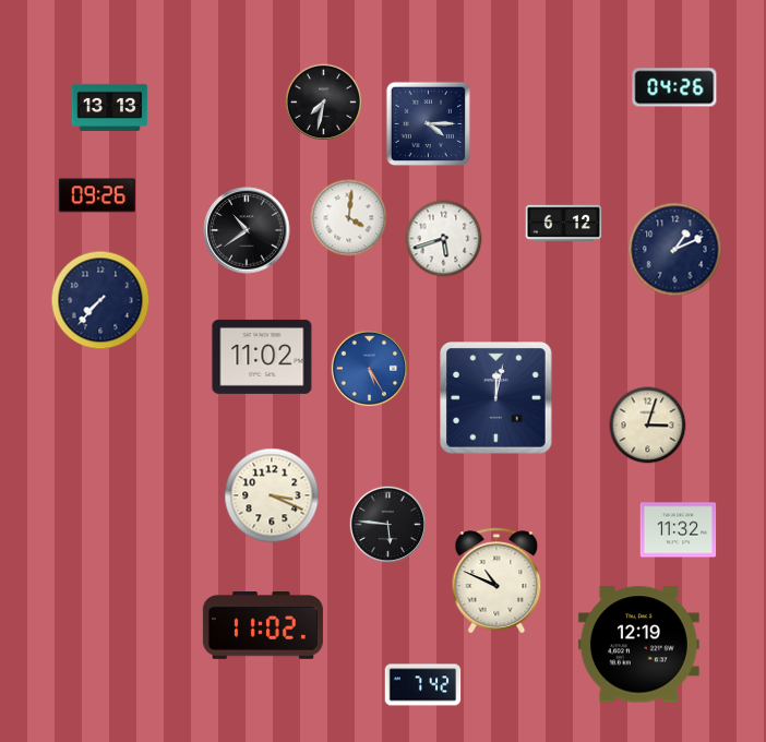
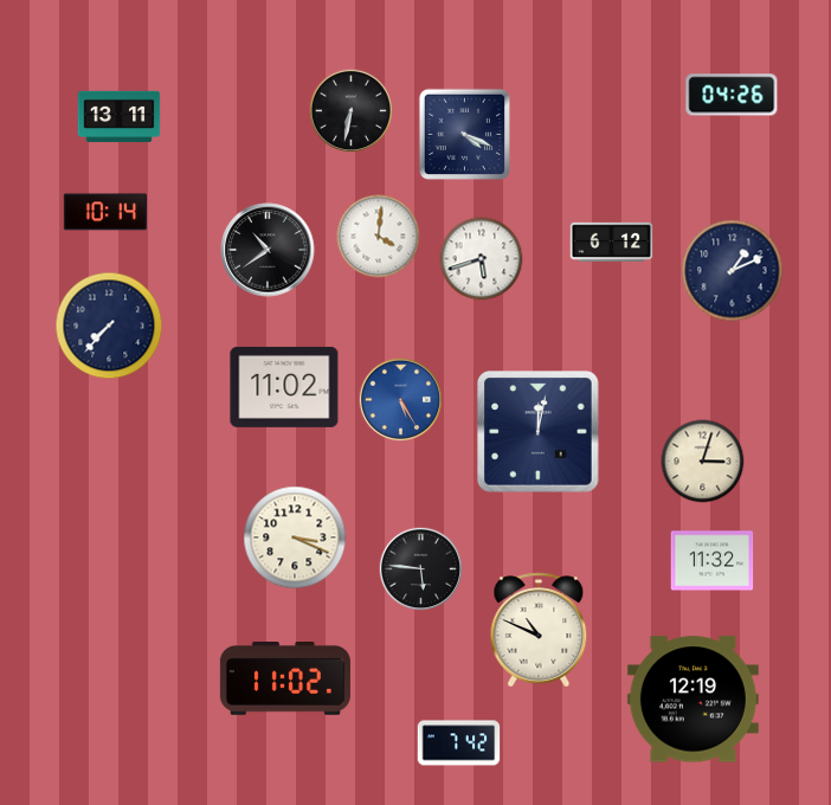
clock at (324, 103): 7:32 -> 6:32
clock at (110, 108): 13:13 -> 13:11
clock at (429, 124): 4:15 -> 4:19
clock at (96, 195): 09:26 -> 10:14
clock at (679, 530) position: (679, 530) -> (713, 561)
